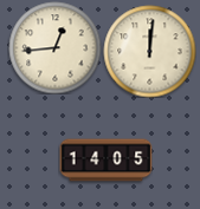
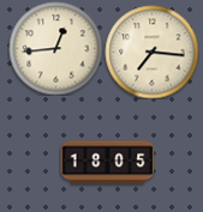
clock at (149, 51): 12:01 -> 7:16
clock at (105, 161): 14:05 -> 18:05
